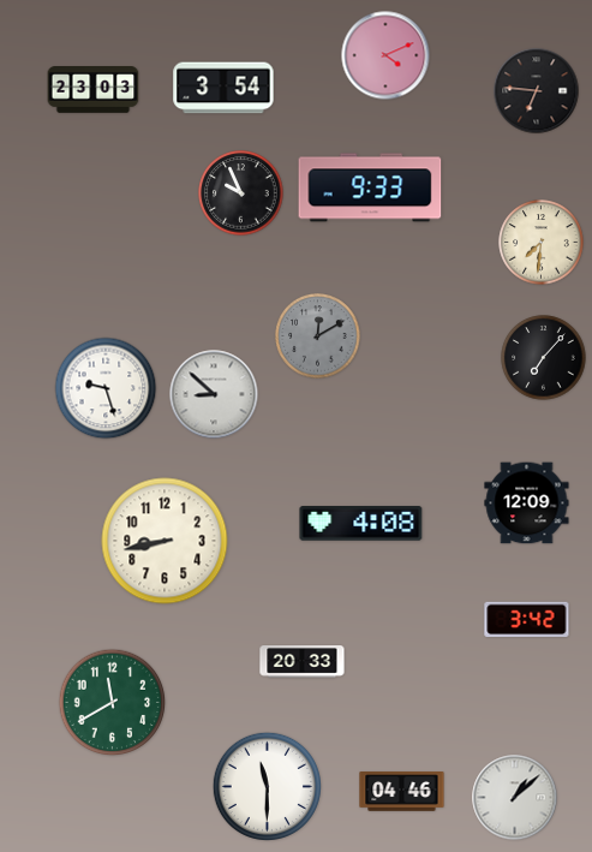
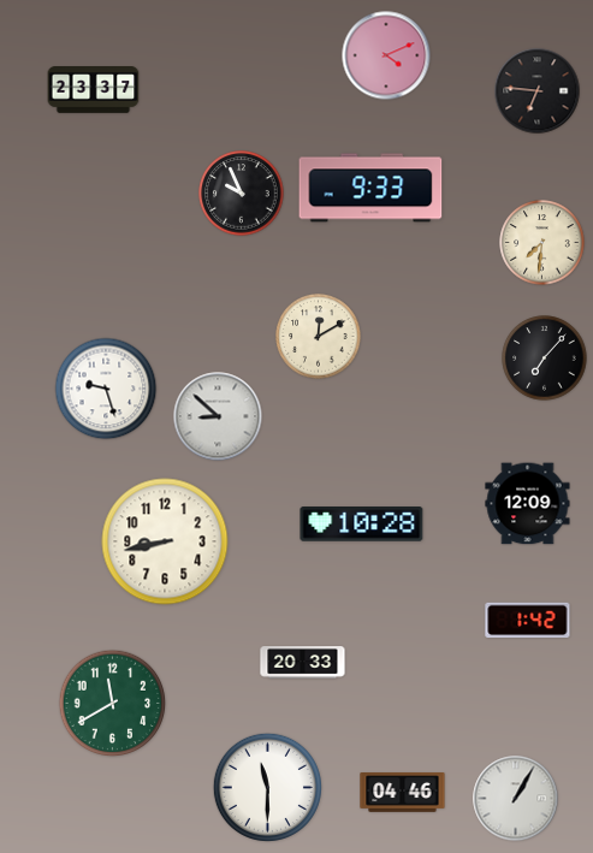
clock at (223, 88): 3:54 -> none
clock at (94, 90): 23:03 -> 23:37
clock at (318, 336) dial: grey -> cream
clock at (214, 394) position: (214, 394) -> (218, 416)
clock at (361, 524): 4:08 -> 10:28
clock at (527, 620): 3:42 -> 1:42
clock at (515, 798): 1:08 -> 1:05
